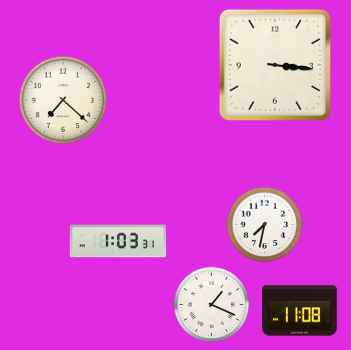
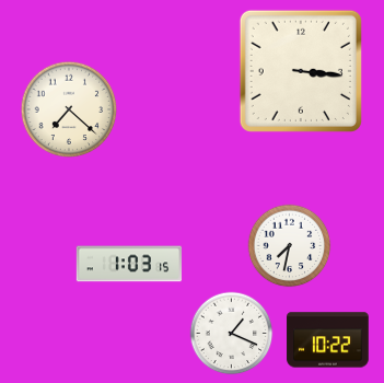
clock at (118, 241): 1:03:31 -> 1:03:15
clock at (300, 311): 11:08 -> 10:22
